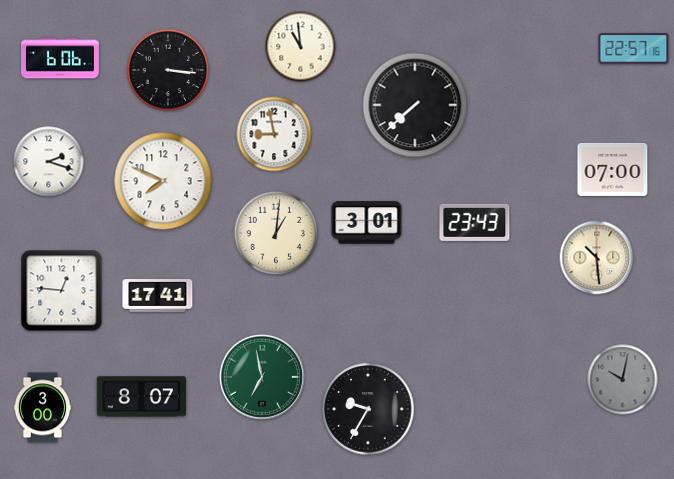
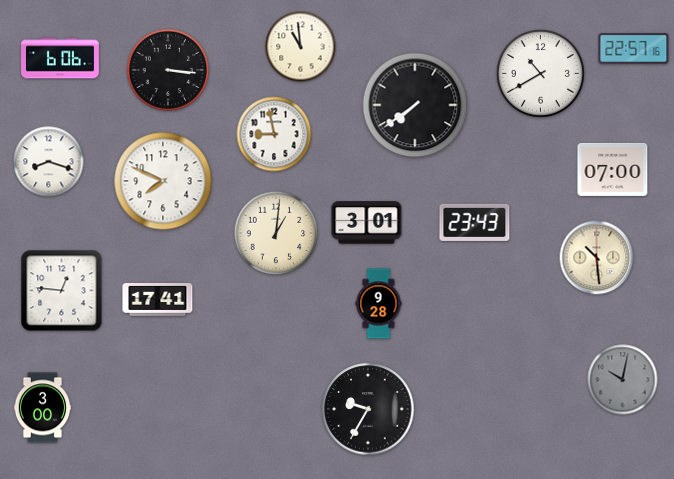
clock at (540, 73): none -> 10:40
clock at (415, 105): 7:38 -> 7:39
clock at (49, 162): 2:18 -> 8:18
clock at (158, 296) position: (158, 296) -> (158, 300)
clock at (379, 304): none -> 9:28
clock at (262, 377): 6:58 -> none
clock at (141, 397): 8:07 -> none
